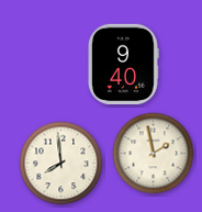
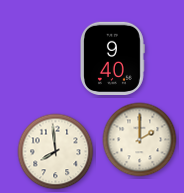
clock at (154, 154): 1:58 -> 2:00
clock at (61, 164) position: (61, 164) -> (56, 152)
